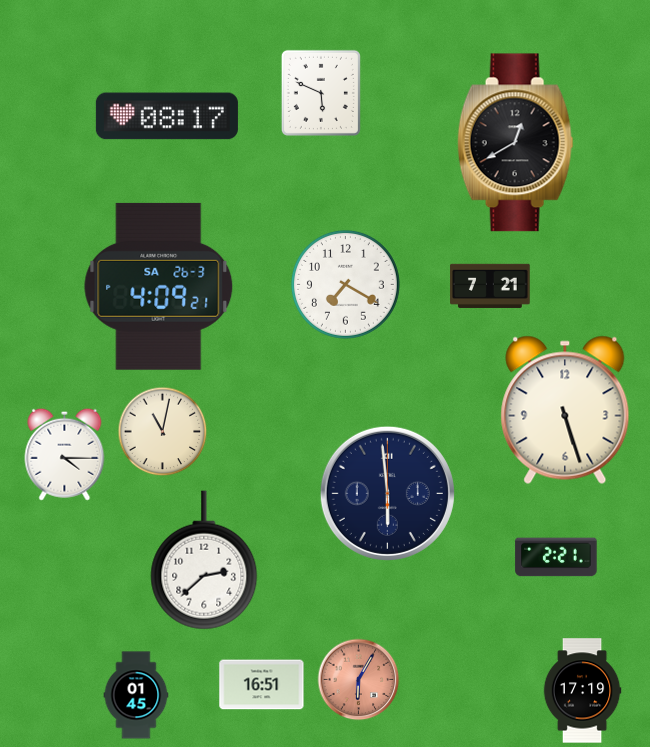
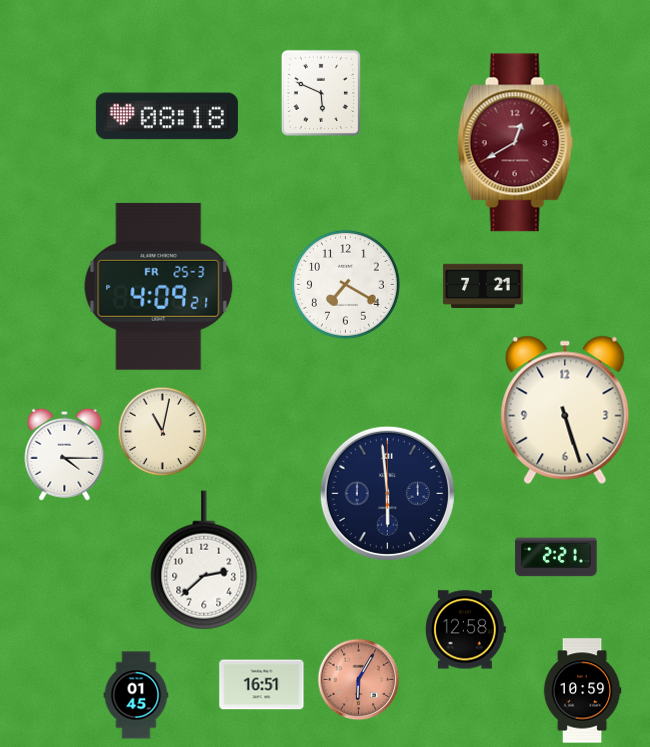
clock at (167, 116): 08:17 -> 08:18
clock at (515, 143) dial: black -> burgundy
clock at (159, 286) date: SA 26-3 -> FR 25-3
clock at (490, 286) position: (490, 286) -> (483, 286)
clock at (466, 630): none -> 12:58
clock at (582, 691): 17:19 -> 10:59
